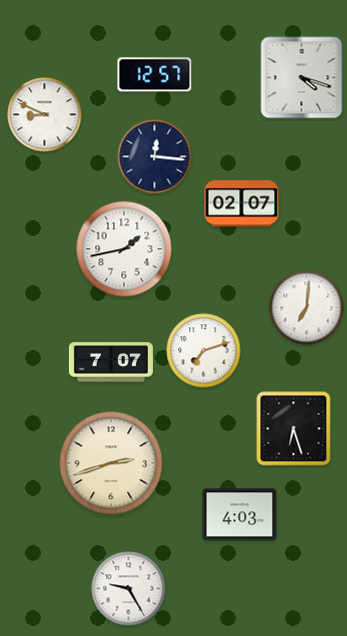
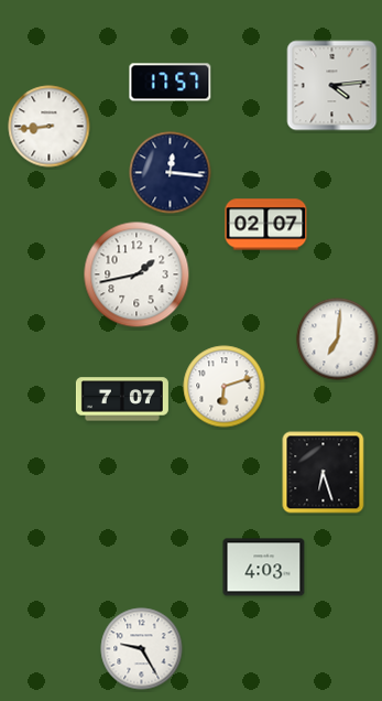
clock at (155, 75): 12:57 -> 17:57
clock at (302, 78): 4:18 -> 4:14
clock at (45, 115): 8:49 -> 8:44
clock at (204, 351): 7:12 -> 6:12
clock at (111, 463): 2:42 -> none
